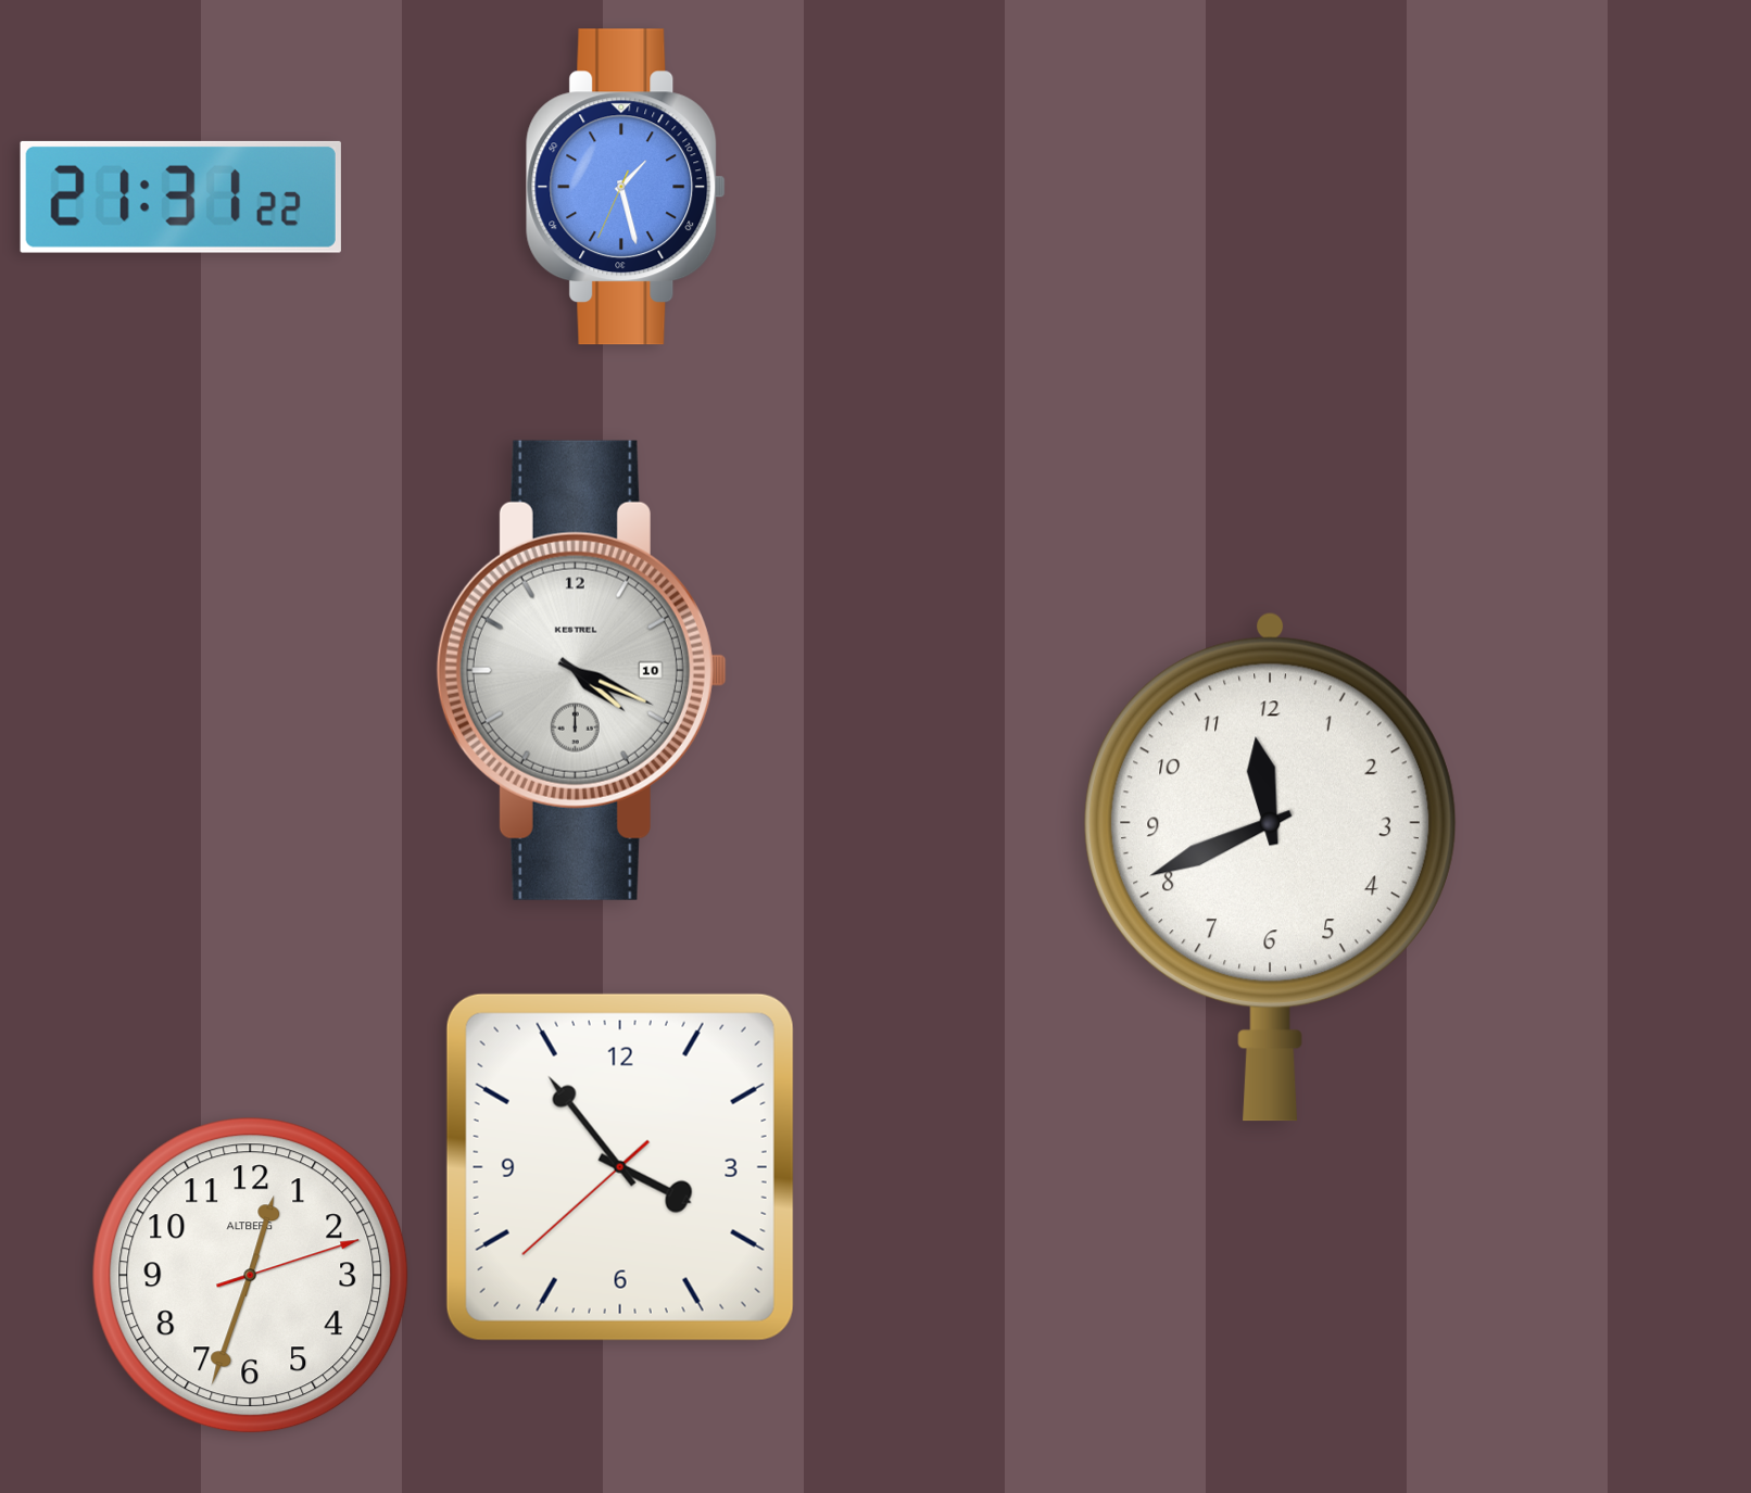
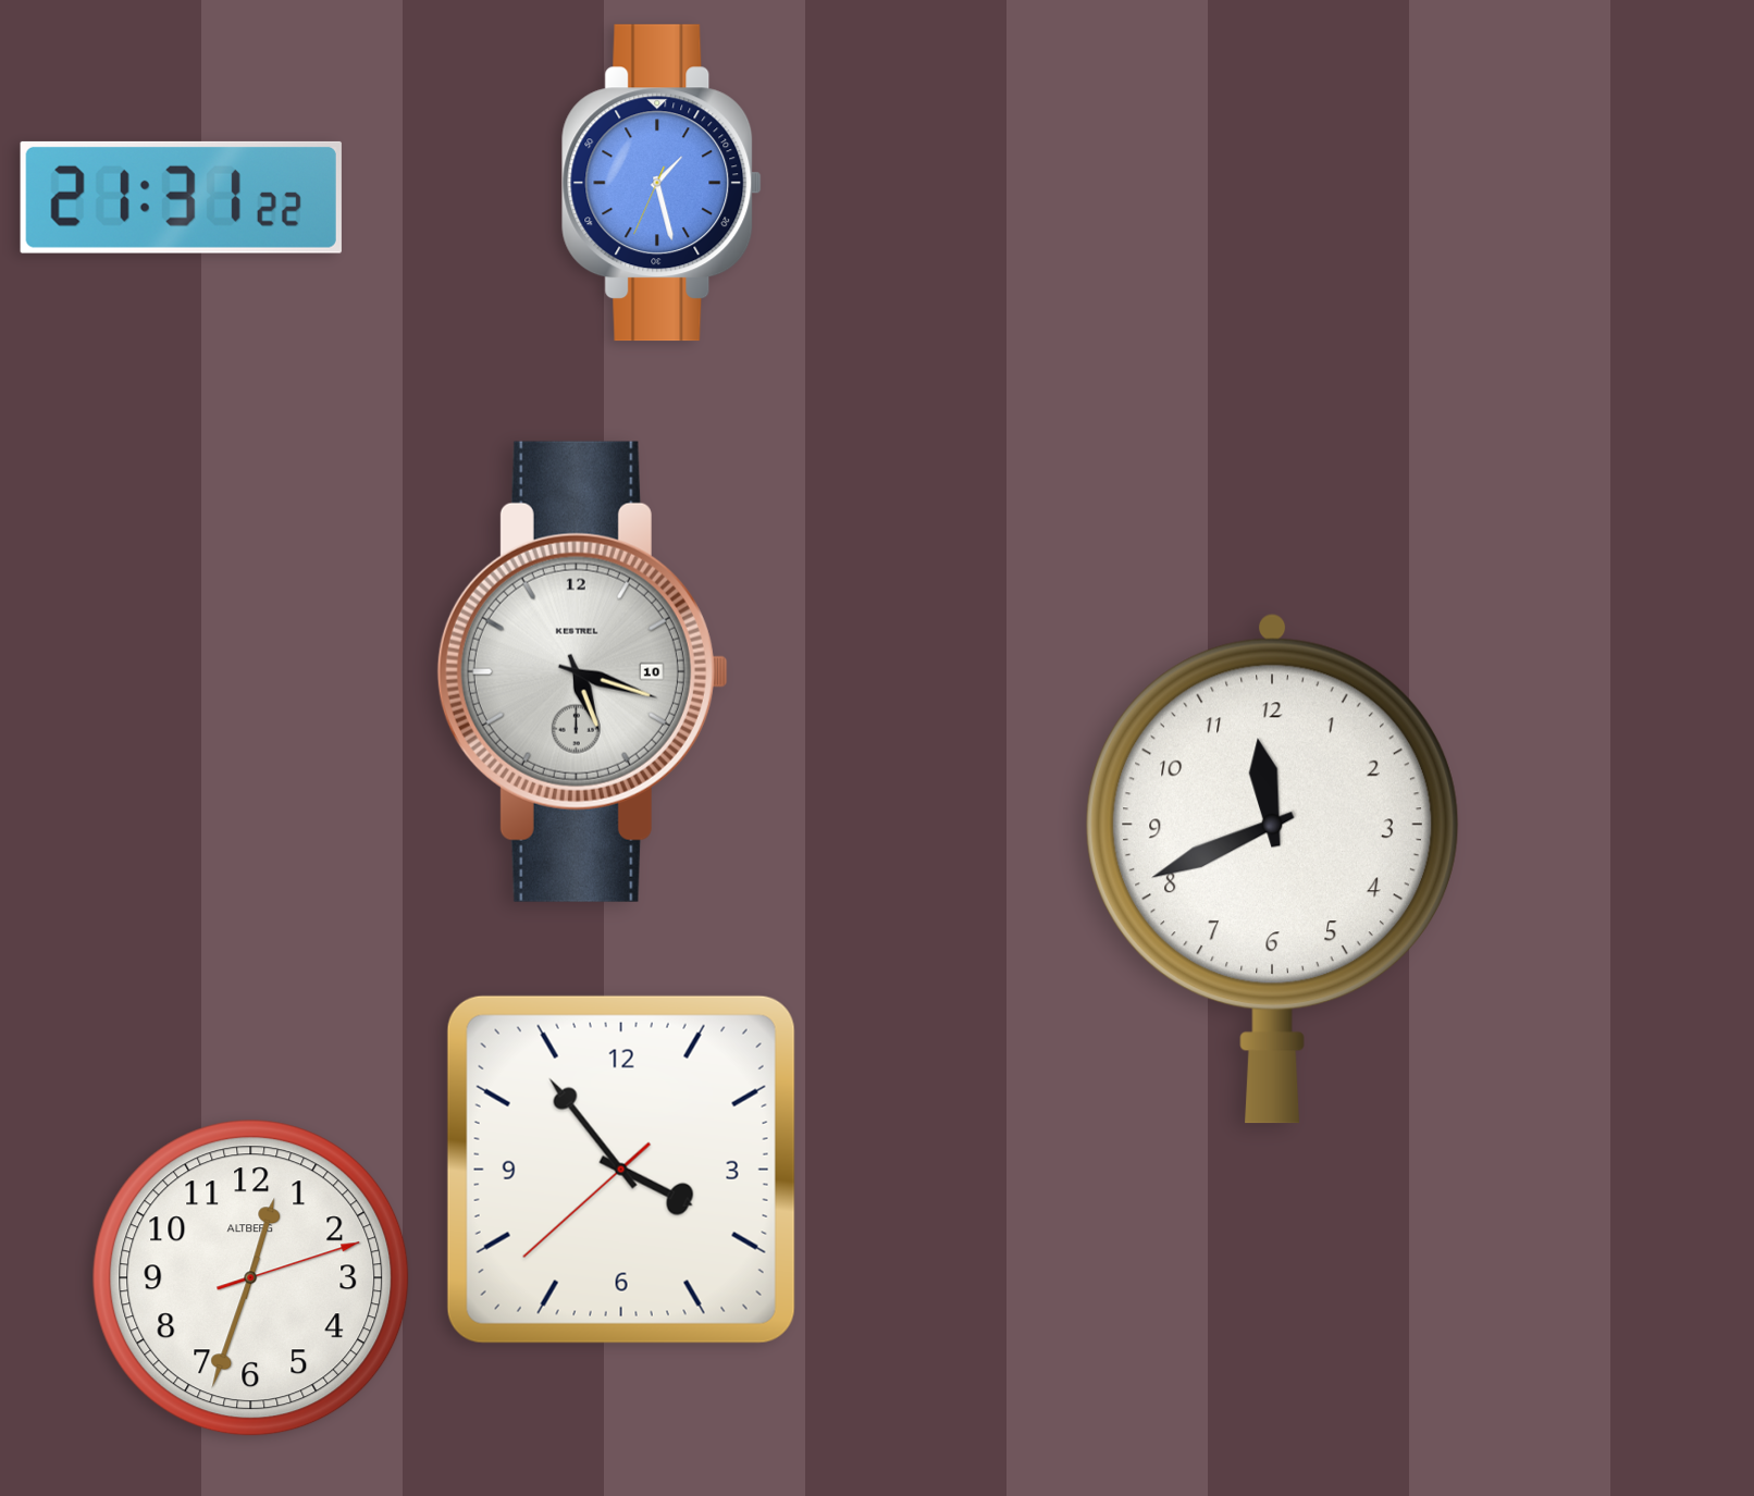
clock at (626, 187) position: (626, 187) -> (662, 183)
clock at (581, 670): 4:19 -> 5:18
